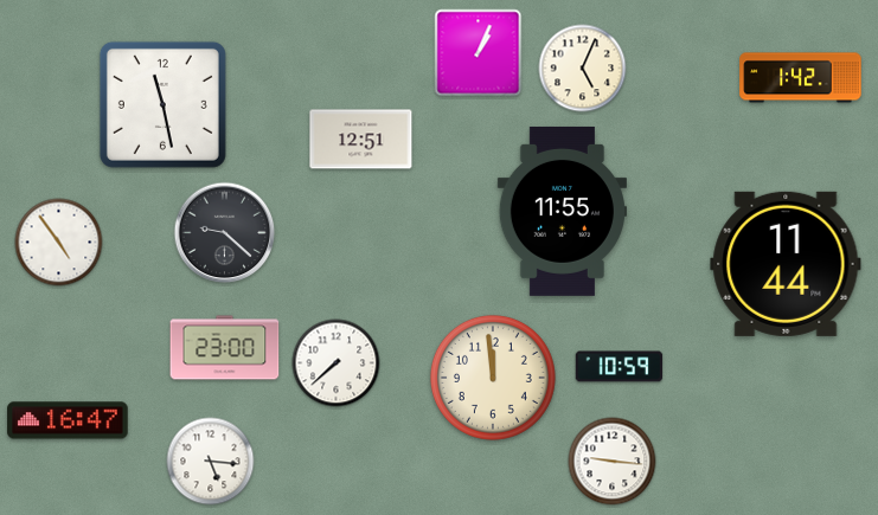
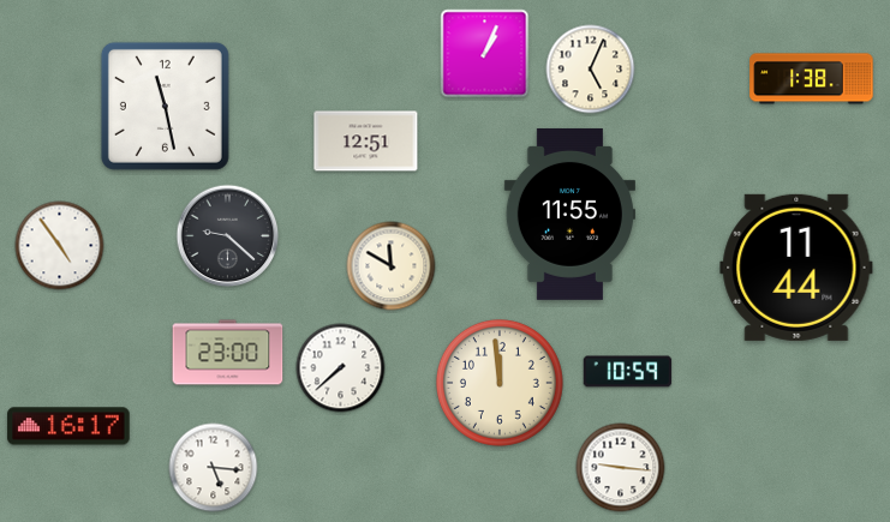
clock at (801, 78): 1:42 -> 1:38
clock at (392, 266): none -> 11:50
clock at (68, 420): 16:47 -> 16:17
